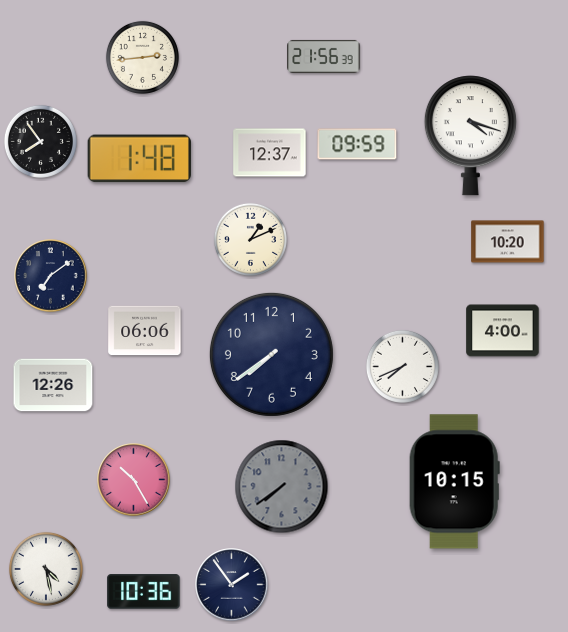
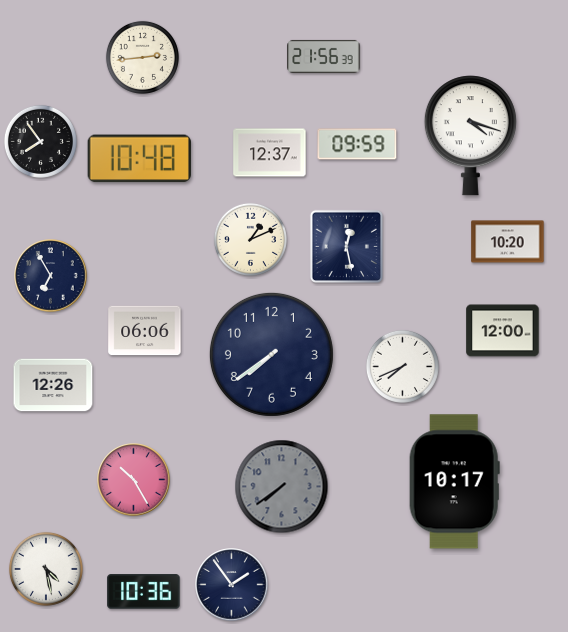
clock at (139, 159): 1:48 -> 10:48
clock at (346, 246): none -> 12:28
clock at (51, 276): 7:09 -> 6:55
clock at (503, 331): 4:00 -> 12:00
clock at (454, 482): 10:15 -> 10:17
